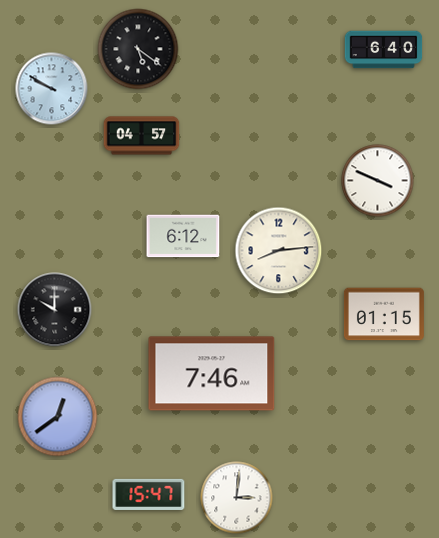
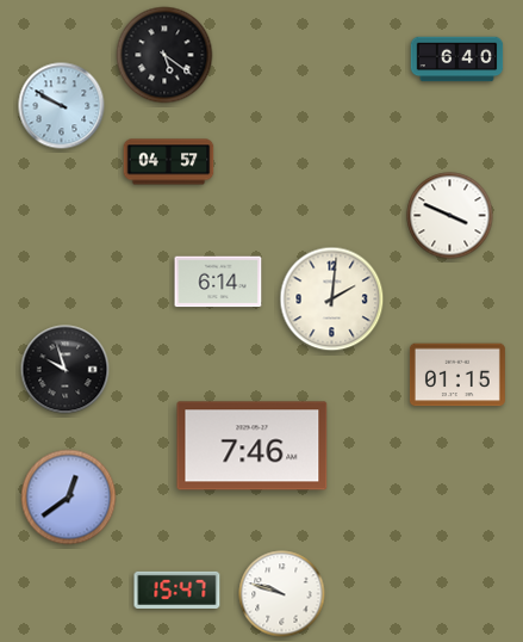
clock at (138, 49) position: (138, 49) -> (164, 55)
clock at (183, 236): 6:12 -> 6:14
clock at (279, 251): 8:14 -> 2:01
clock at (55, 310): 10:00 -> 9:57
clock at (237, 498): 3:01 -> 9:48
